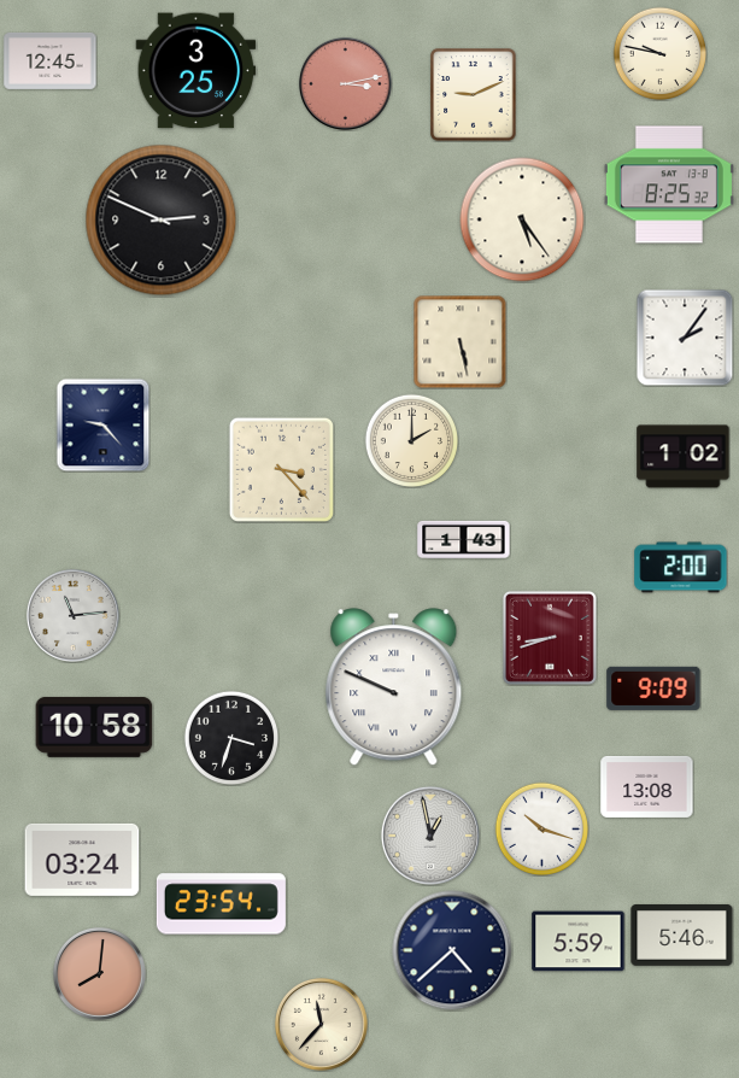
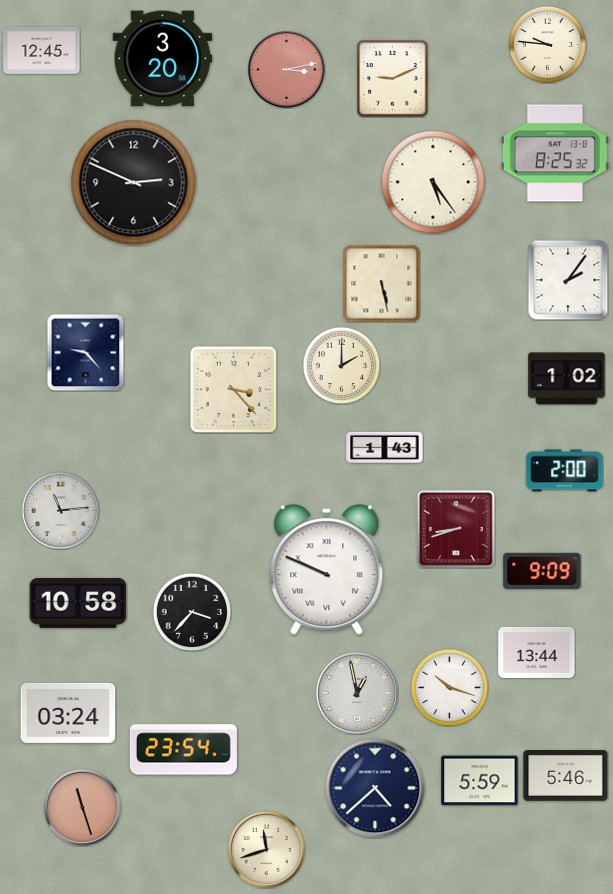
clock at (659, 53): 9:47 -> 9:46
clock at (197, 71): 3:25 -> 3:20
clock at (231, 738): 3:33 -> 3:37
clock at (647, 786): 13:08 -> 13:44
clock at (99, 973): 8:01 -> 11:27
clock at (321, 1024): 11:37 -> 11:42
